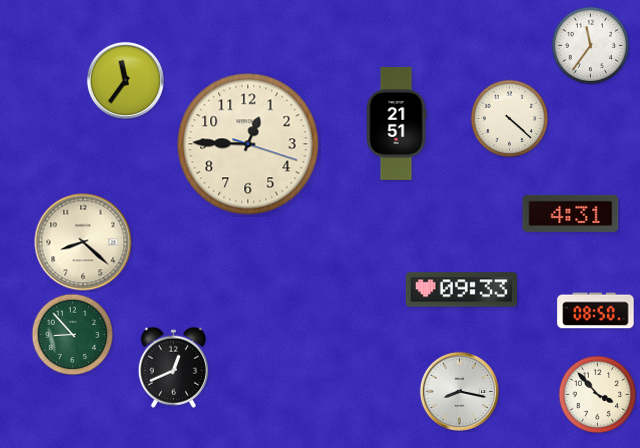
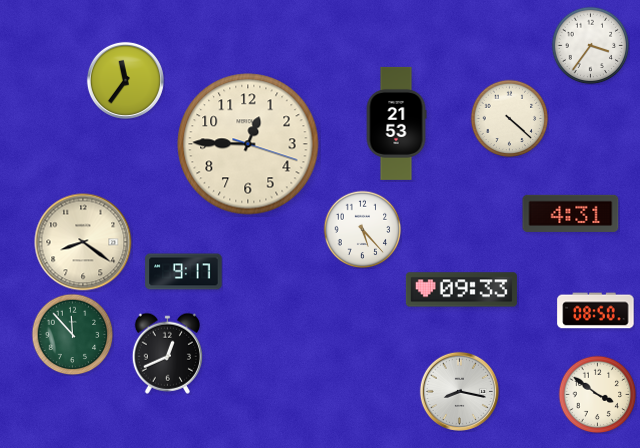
clock at (590, 45): 11:36 -> 3:36
clock at (396, 123): 21:51 -> 21:53
clock at (362, 229): none -> 5:23
clock at (83, 242): 8:22 -> 8:21
clock at (184, 272): none -> 9:17
clock at (72, 334): 8:53 -> 11:53
clock at (173, 367) position: (173, 367) -> (167, 353)
clock at (597, 394): 3:53 -> 3:51
